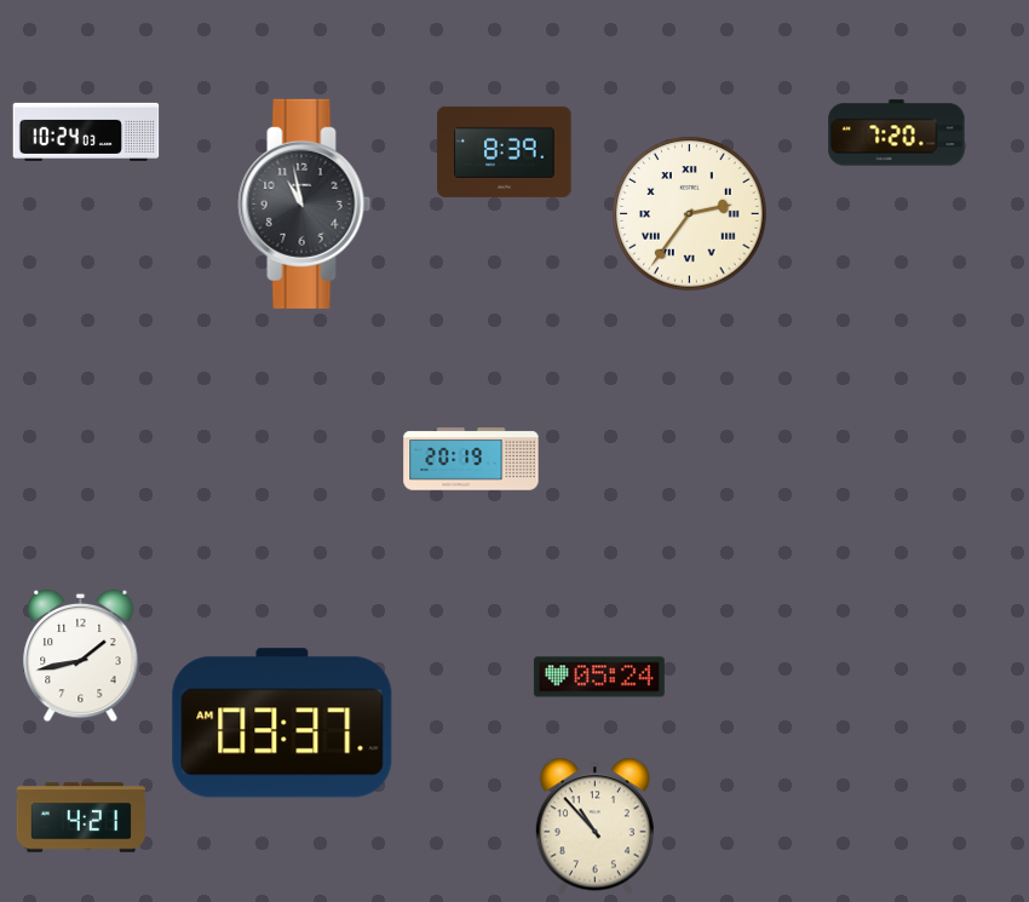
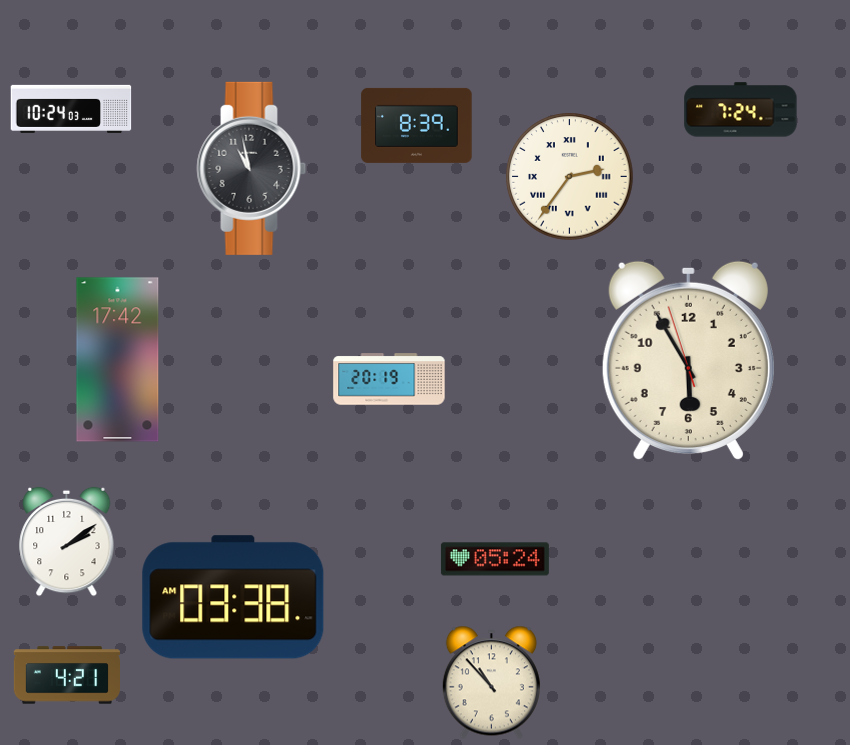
clock at (897, 133): 7:20 -> 7:24
clock at (118, 360): none -> 17:42
clock at (688, 361): none -> 5:54
clock at (81, 656): 1:43 -> 2:09
clock at (282, 723): 03:37 -> 03:38
